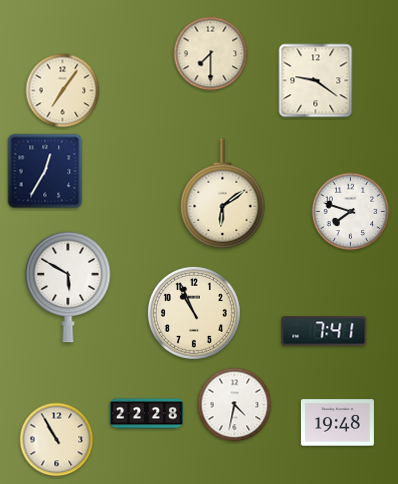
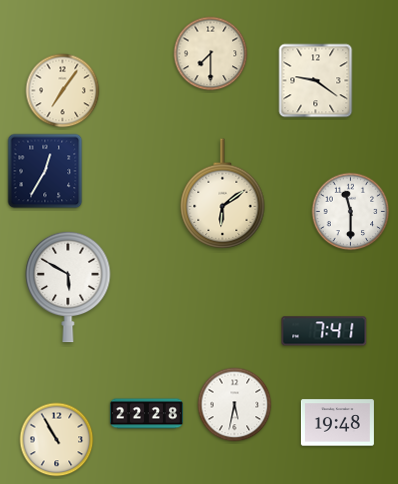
clock at (351, 212): 7:48 -> 11:30
clock at (194, 313): 10:56 -> none
clock at (235, 405): 4:32 -> 5:32
